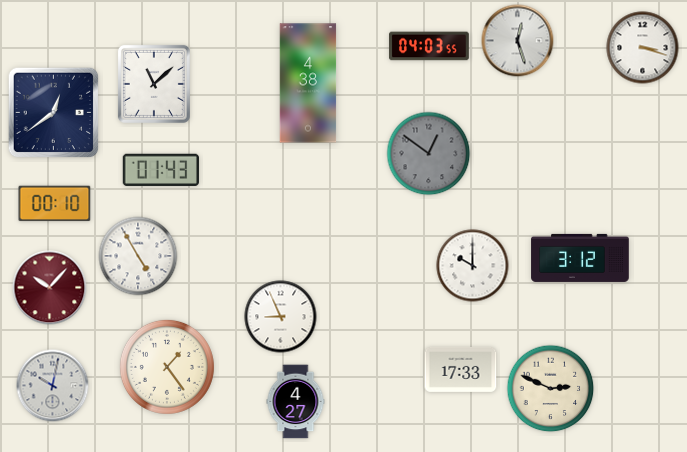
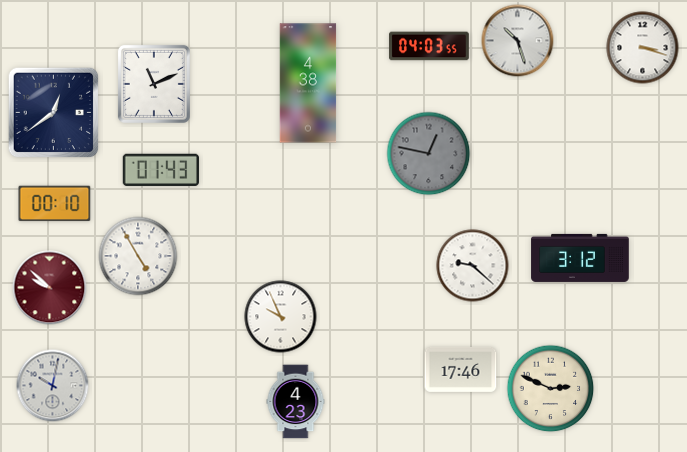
clock at (518, 41): 12:27 -> 10:27
clock at (154, 84): 11:08 -> 11:11
clock at (429, 154): 12:51 -> 12:47
clock at (473, 266): 10:00 -> 9:22
clock at (50, 288): 10:07 -> 9:52
clock at (281, 317): 8:56 -> 9:56
clock at (167, 367): 1:24 -> none
clock at (461, 369): 17:33 -> 17:46
clock at (296, 402): 4:27 -> 4:23
